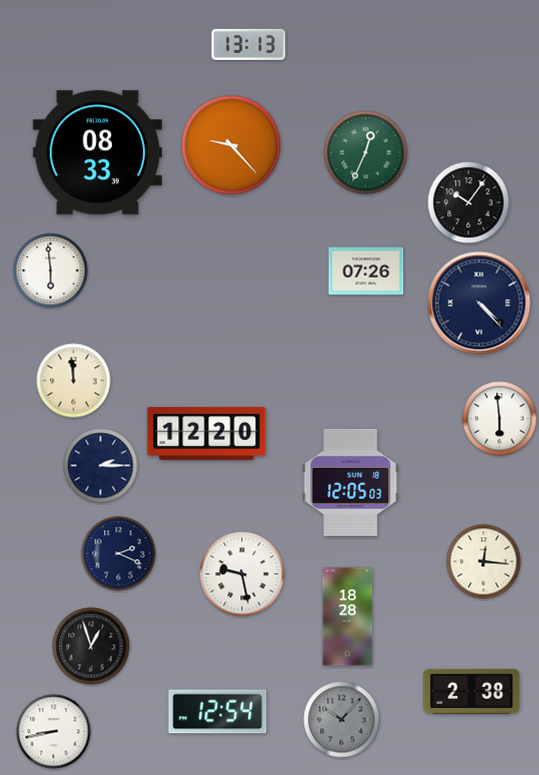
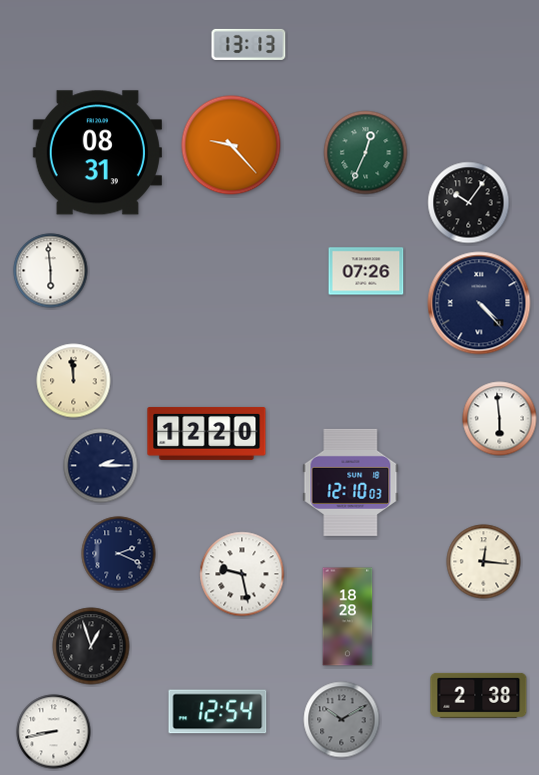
clock at (97, 153): 08:33 -> 08:31
clock at (351, 482): 12:05 -> 12:10
clock at (472, 691) position: (472, 691) -> (479, 695)
clock at (342, 720): 10:07 -> 10:10
